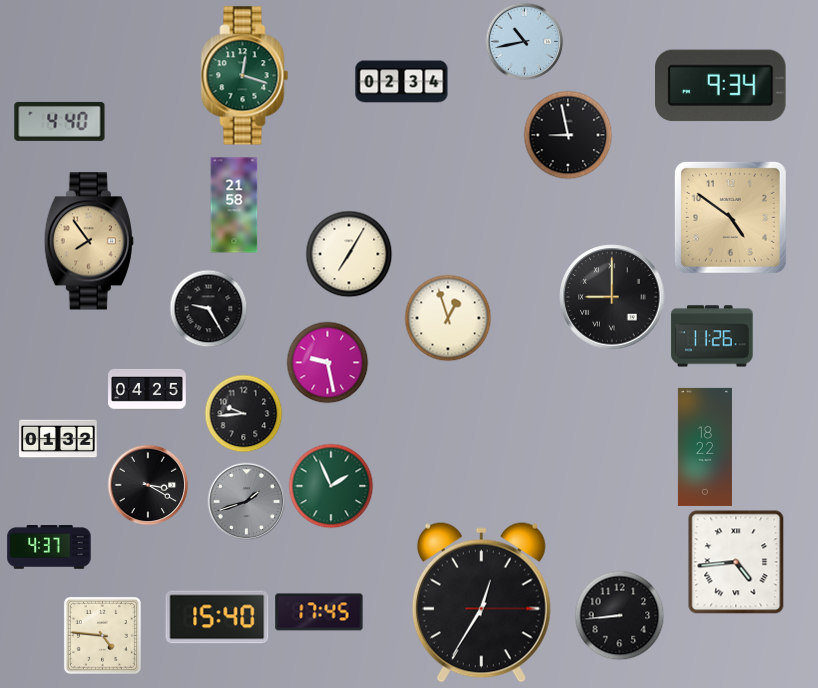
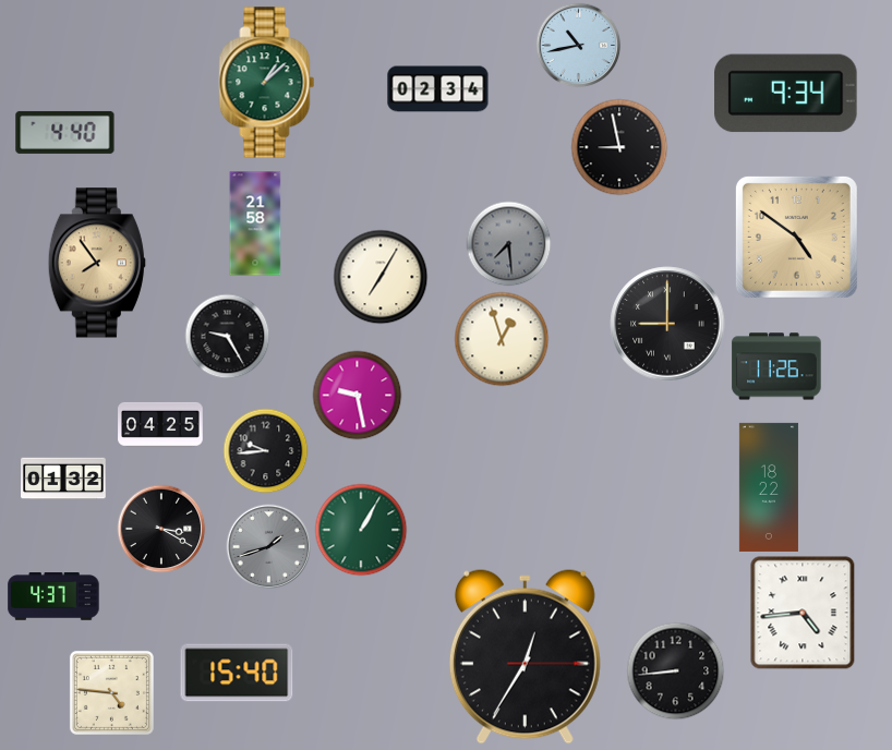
clock at (524, 41) position: (524, 41) -> (578, 45)
clock at (245, 76): 12:18 -> 1:08
clock at (508, 243): none -> 7:29
clock at (448, 318) position: (448, 318) -> (502, 339)
clock at (331, 486): 1:56 -> 1:05
clock at (319, 612): 17:45 -> none
